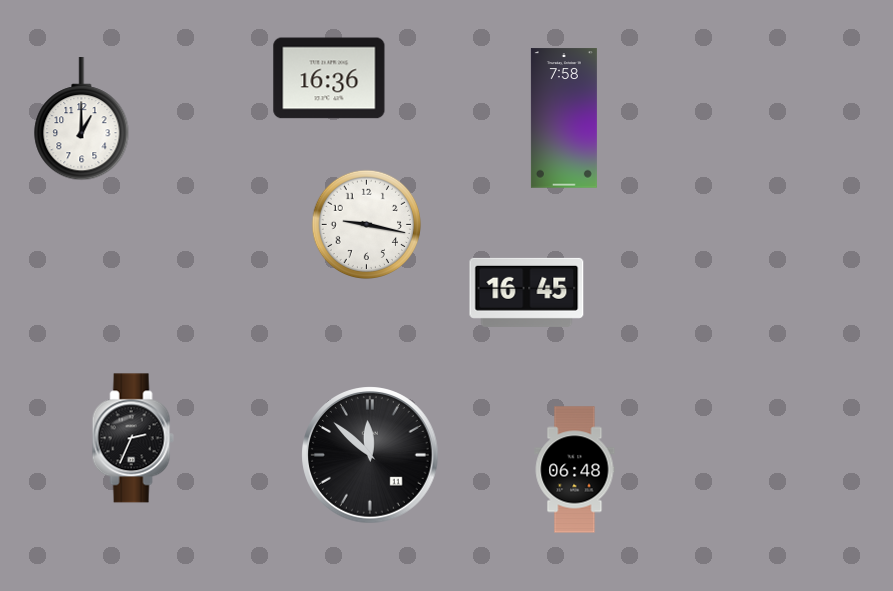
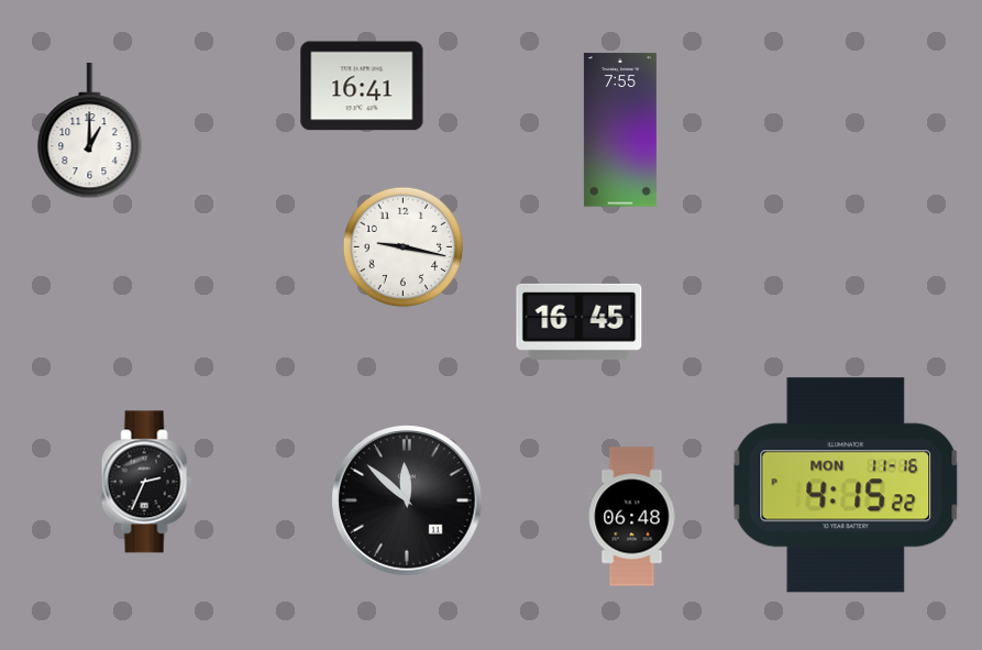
clock at (329, 78): 16:36 -> 16:41
clock at (564, 118): 7:58 -> 7:55
clock at (846, 485): none -> 4:15
